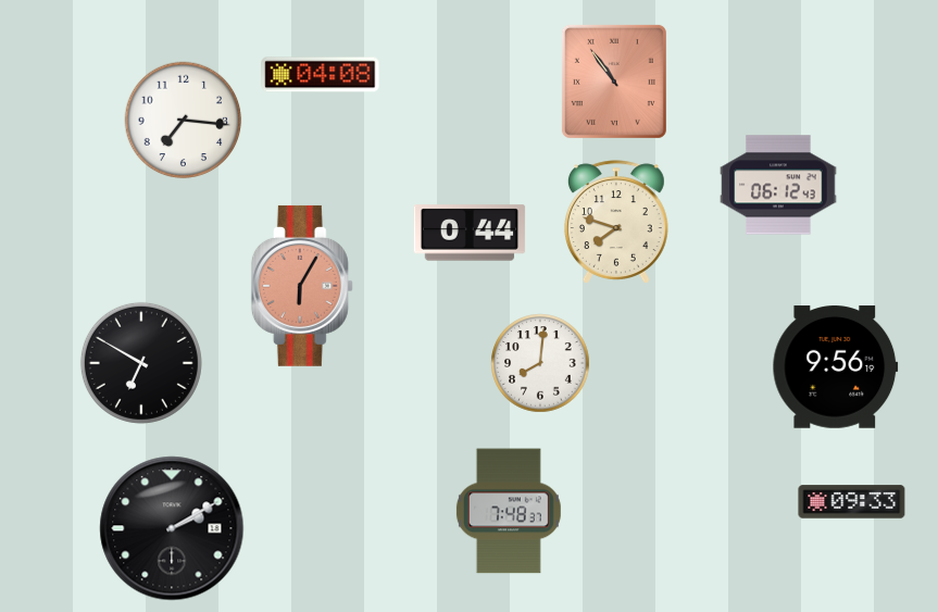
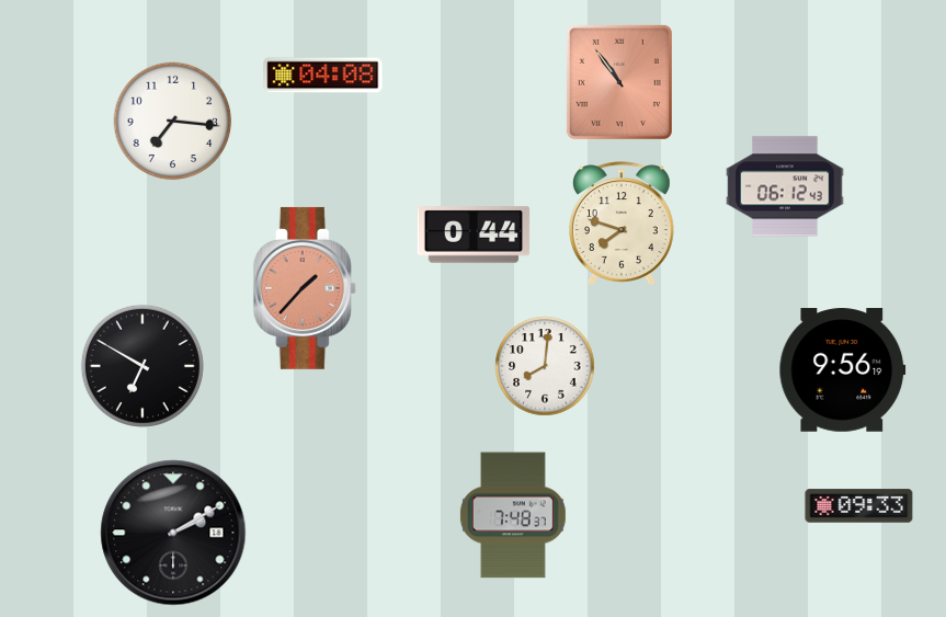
clock at (184, 121) position: (184, 121) -> (173, 122)
clock at (302, 286): 6:05 -> 1:37
